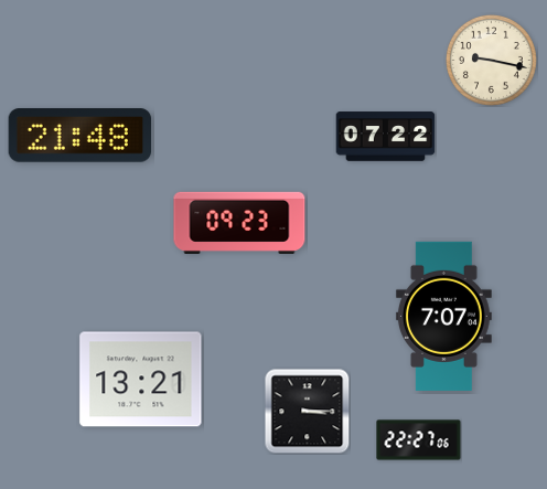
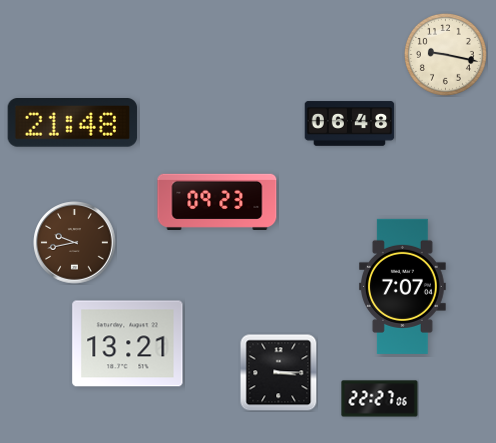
clock at (386, 137): 07:22 -> 06:48
clock at (75, 243): none -> 9:43
